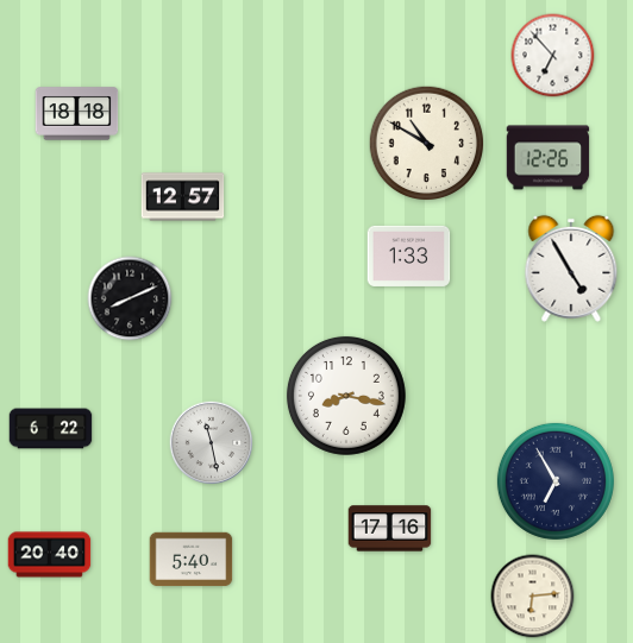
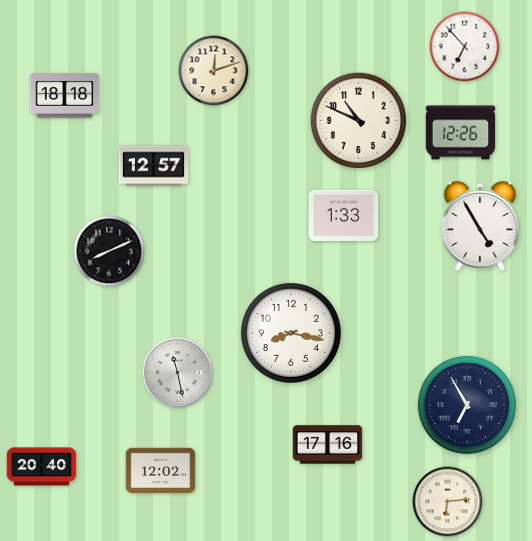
clock at (214, 71): none -> 12:12
clock at (427, 144): 10:50 -> 10:49
clock at (51, 429): 6:22 -> none
clock at (192, 560): 5:40 -> 12:02
